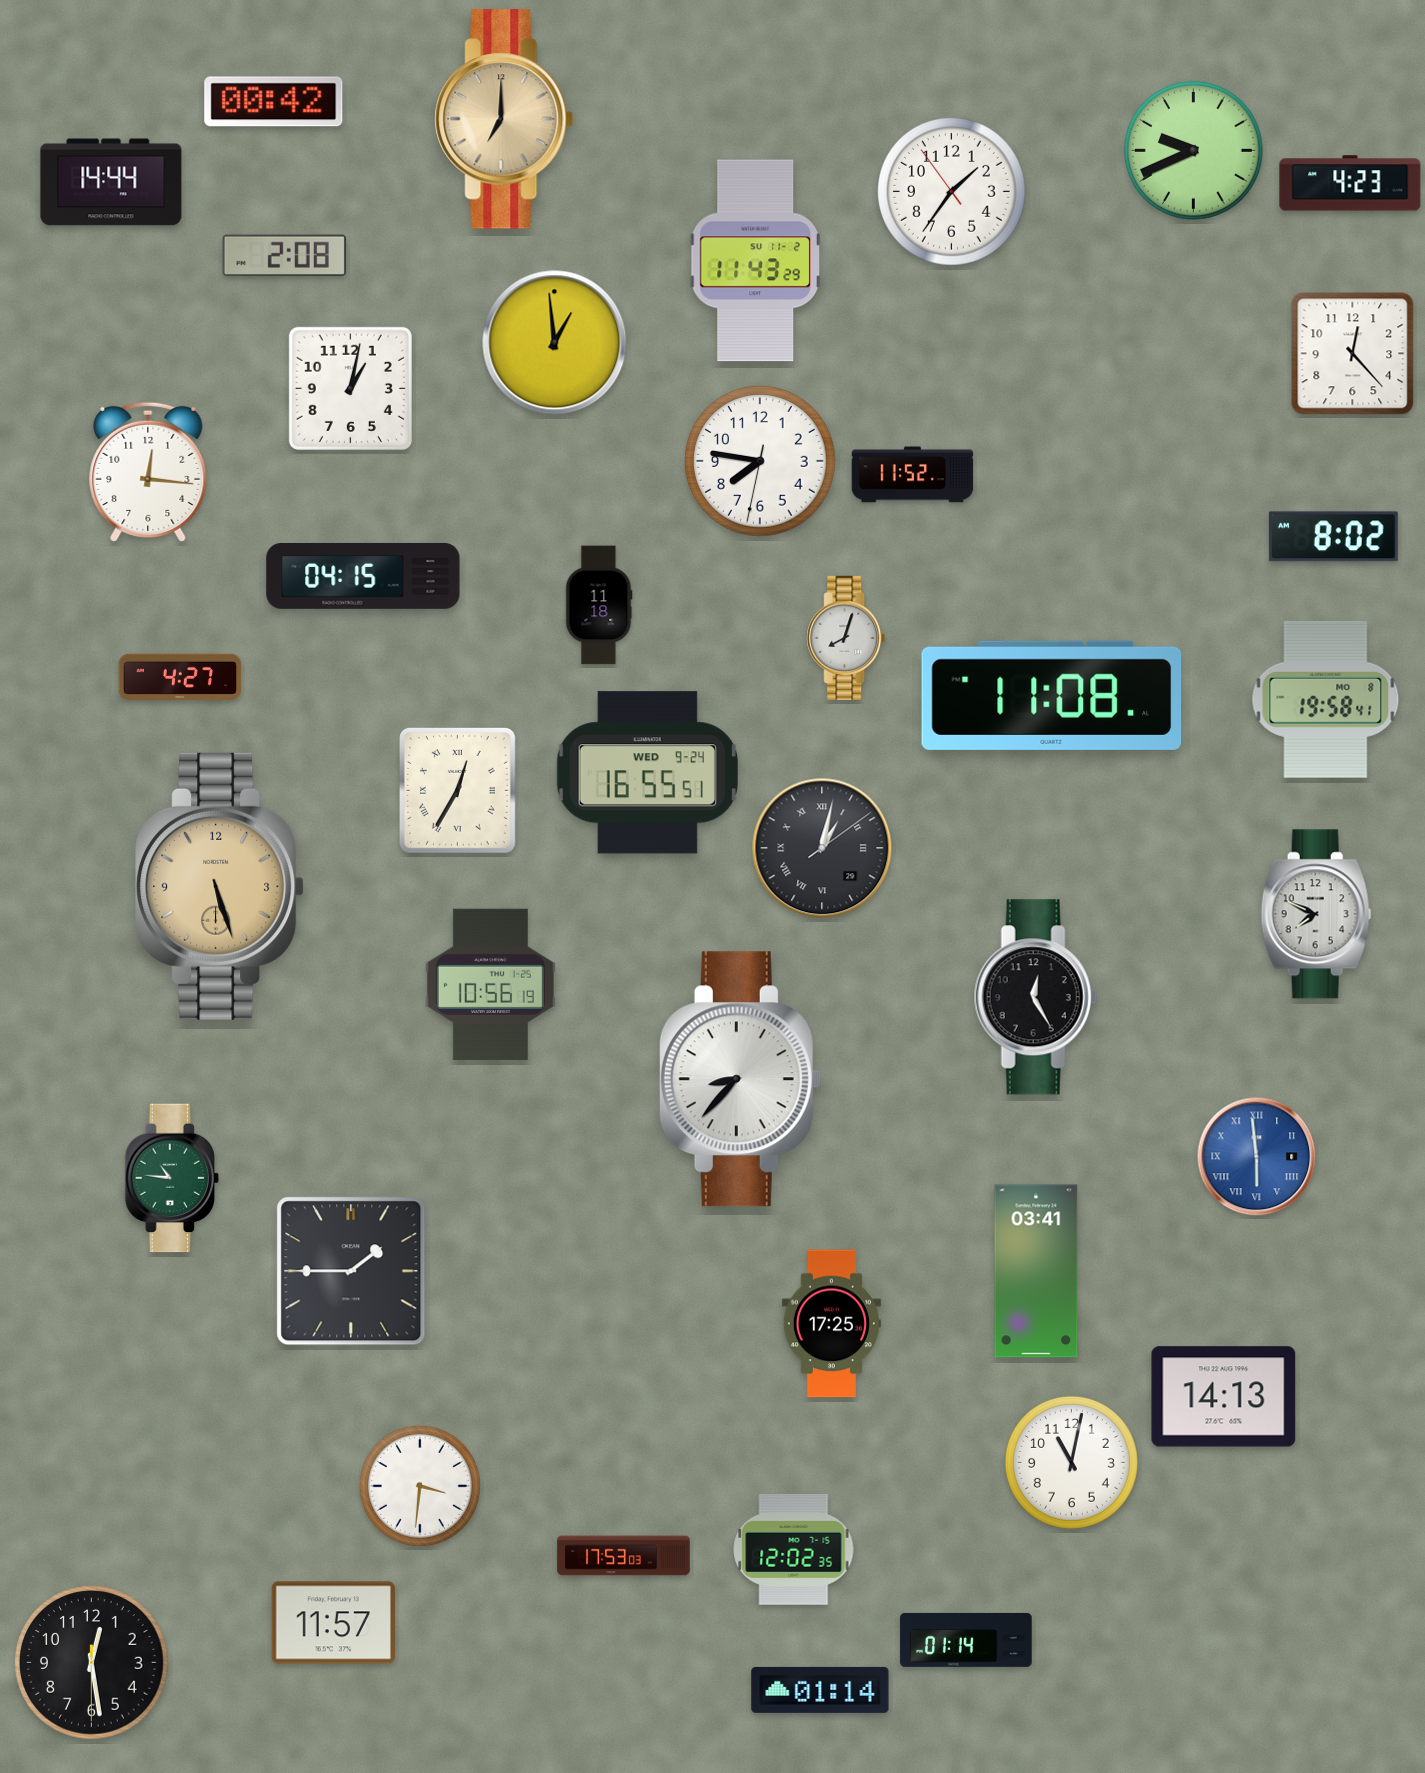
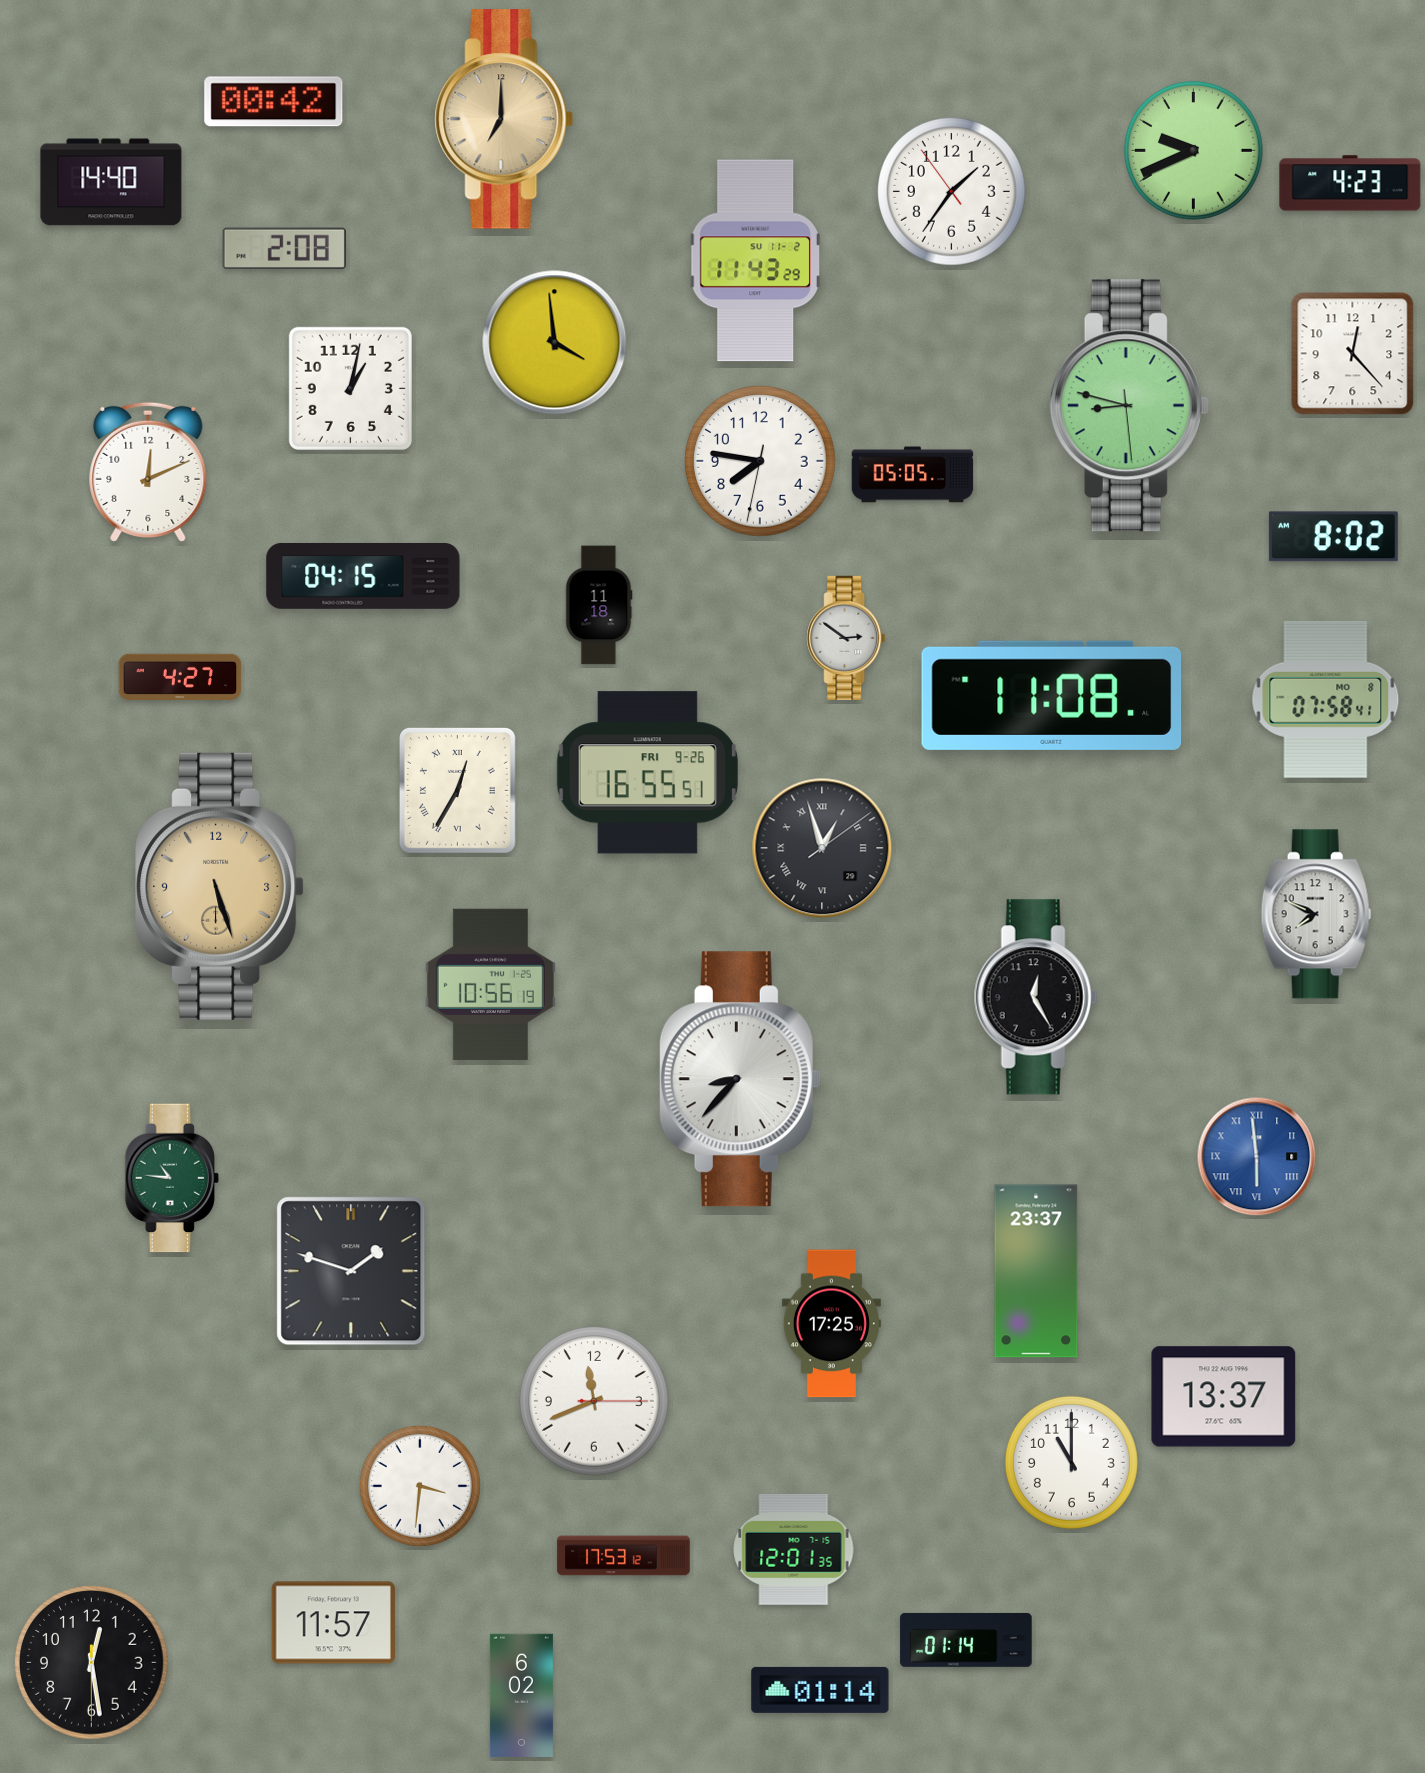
clock at (111, 182): 14:44 -> 14:40
clock at (284, 255) position: (284, 255) -> (284, 248)
clock at (555, 343): 12:59 -> 3:59
clock at (1129, 406): none -> 8:47
clock at (148, 472): 12:16 -> 12:11
clock at (913, 475): 11:52 -> 05:05
clock at (846, 638): 8:03 -> 2:51
clock at (1326, 699): 19:58 -> 07:58
clock at (647, 773) date: WED 9-24 -> FRI 9-26
clock at (822, 848): 1:02 -> 12:57
clock at (351, 1271): 1:45 -> 1:48
clock at (1036, 1271): 03:41 -> 23:37
clock at (1224, 1397): 14:13 -> 13:37
clock at (595, 1402): none -> 11:41
clock at (1071, 1462): 11:02 -> 11:00
clock at (794, 1549): 12:02 -> 12:01
clock at (624, 1556): 17:53:03 -> 17:53:12
clock at (521, 1695): none -> 6:02
